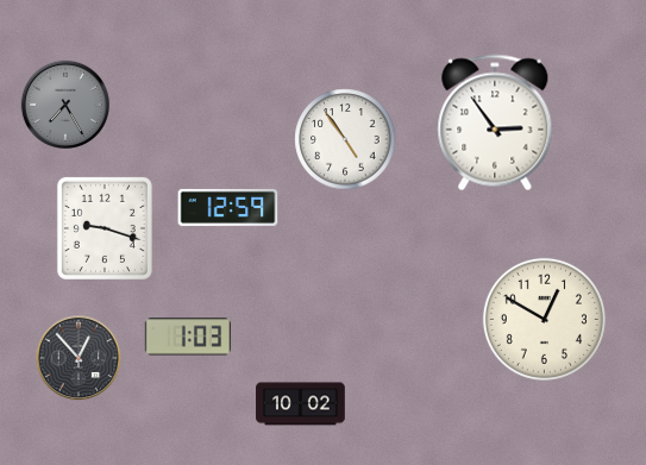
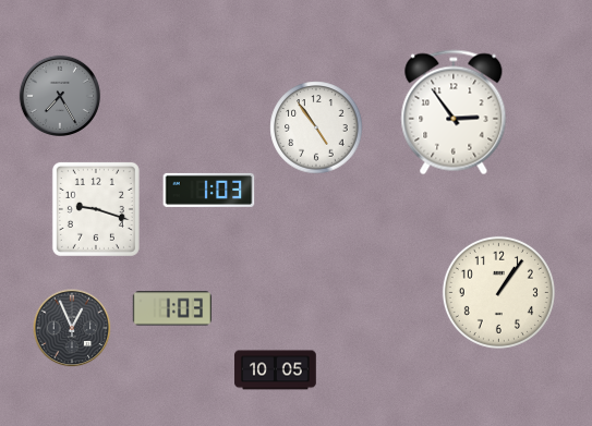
clock at (228, 207): 12:59 -> 1:03
clock at (544, 319): 12:50 -> 1:06
clock at (79, 358): 12:53 -> 12:56
clock at (301, 404): 10:02 -> 10:05
